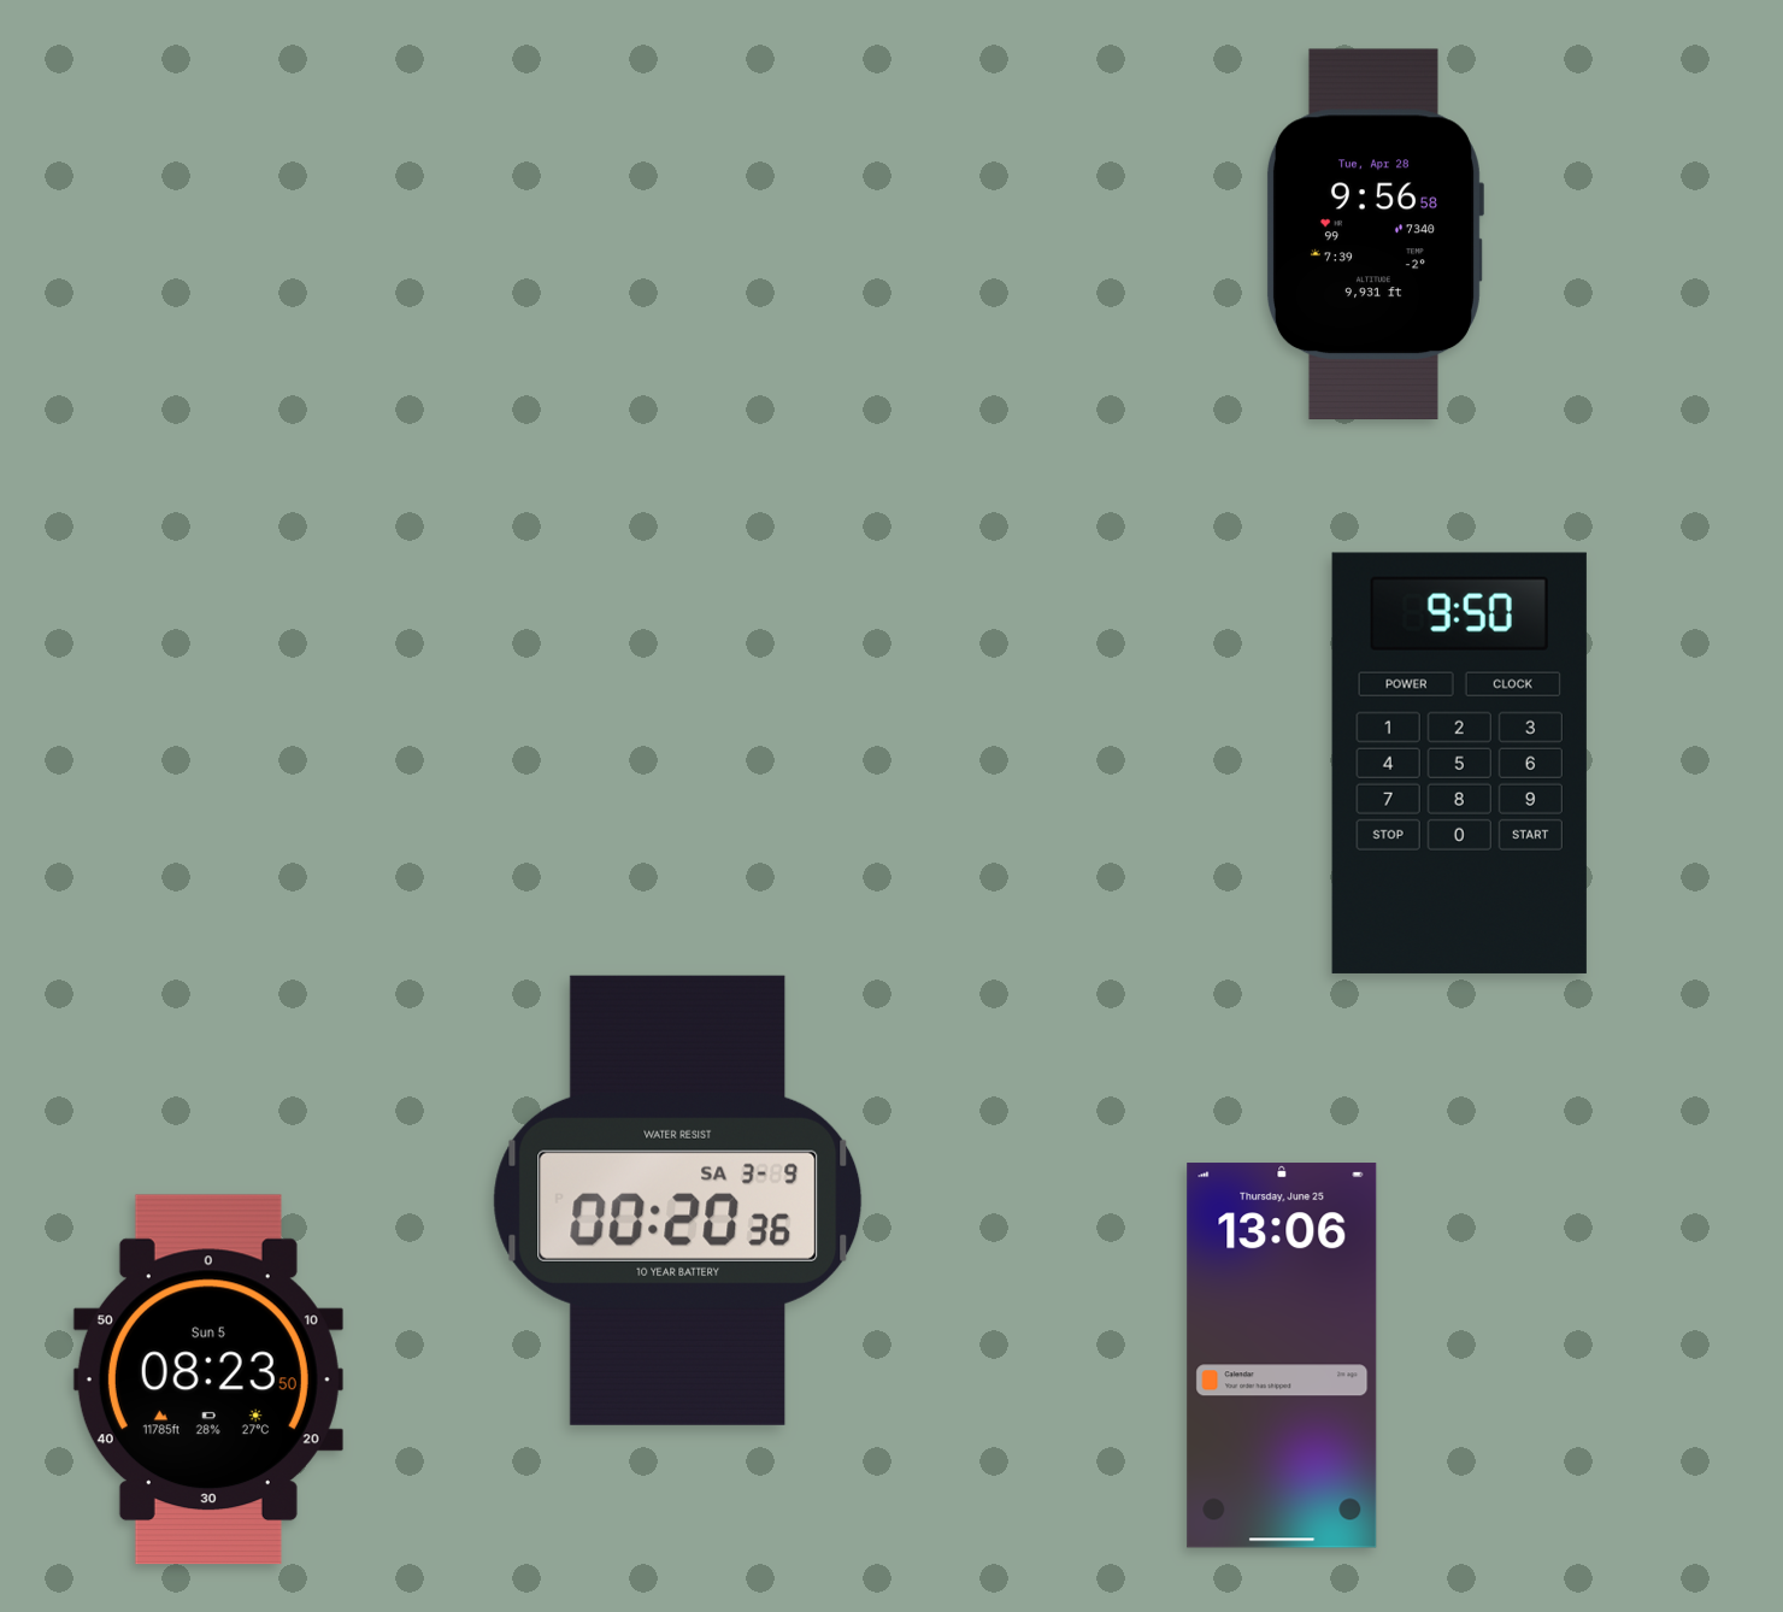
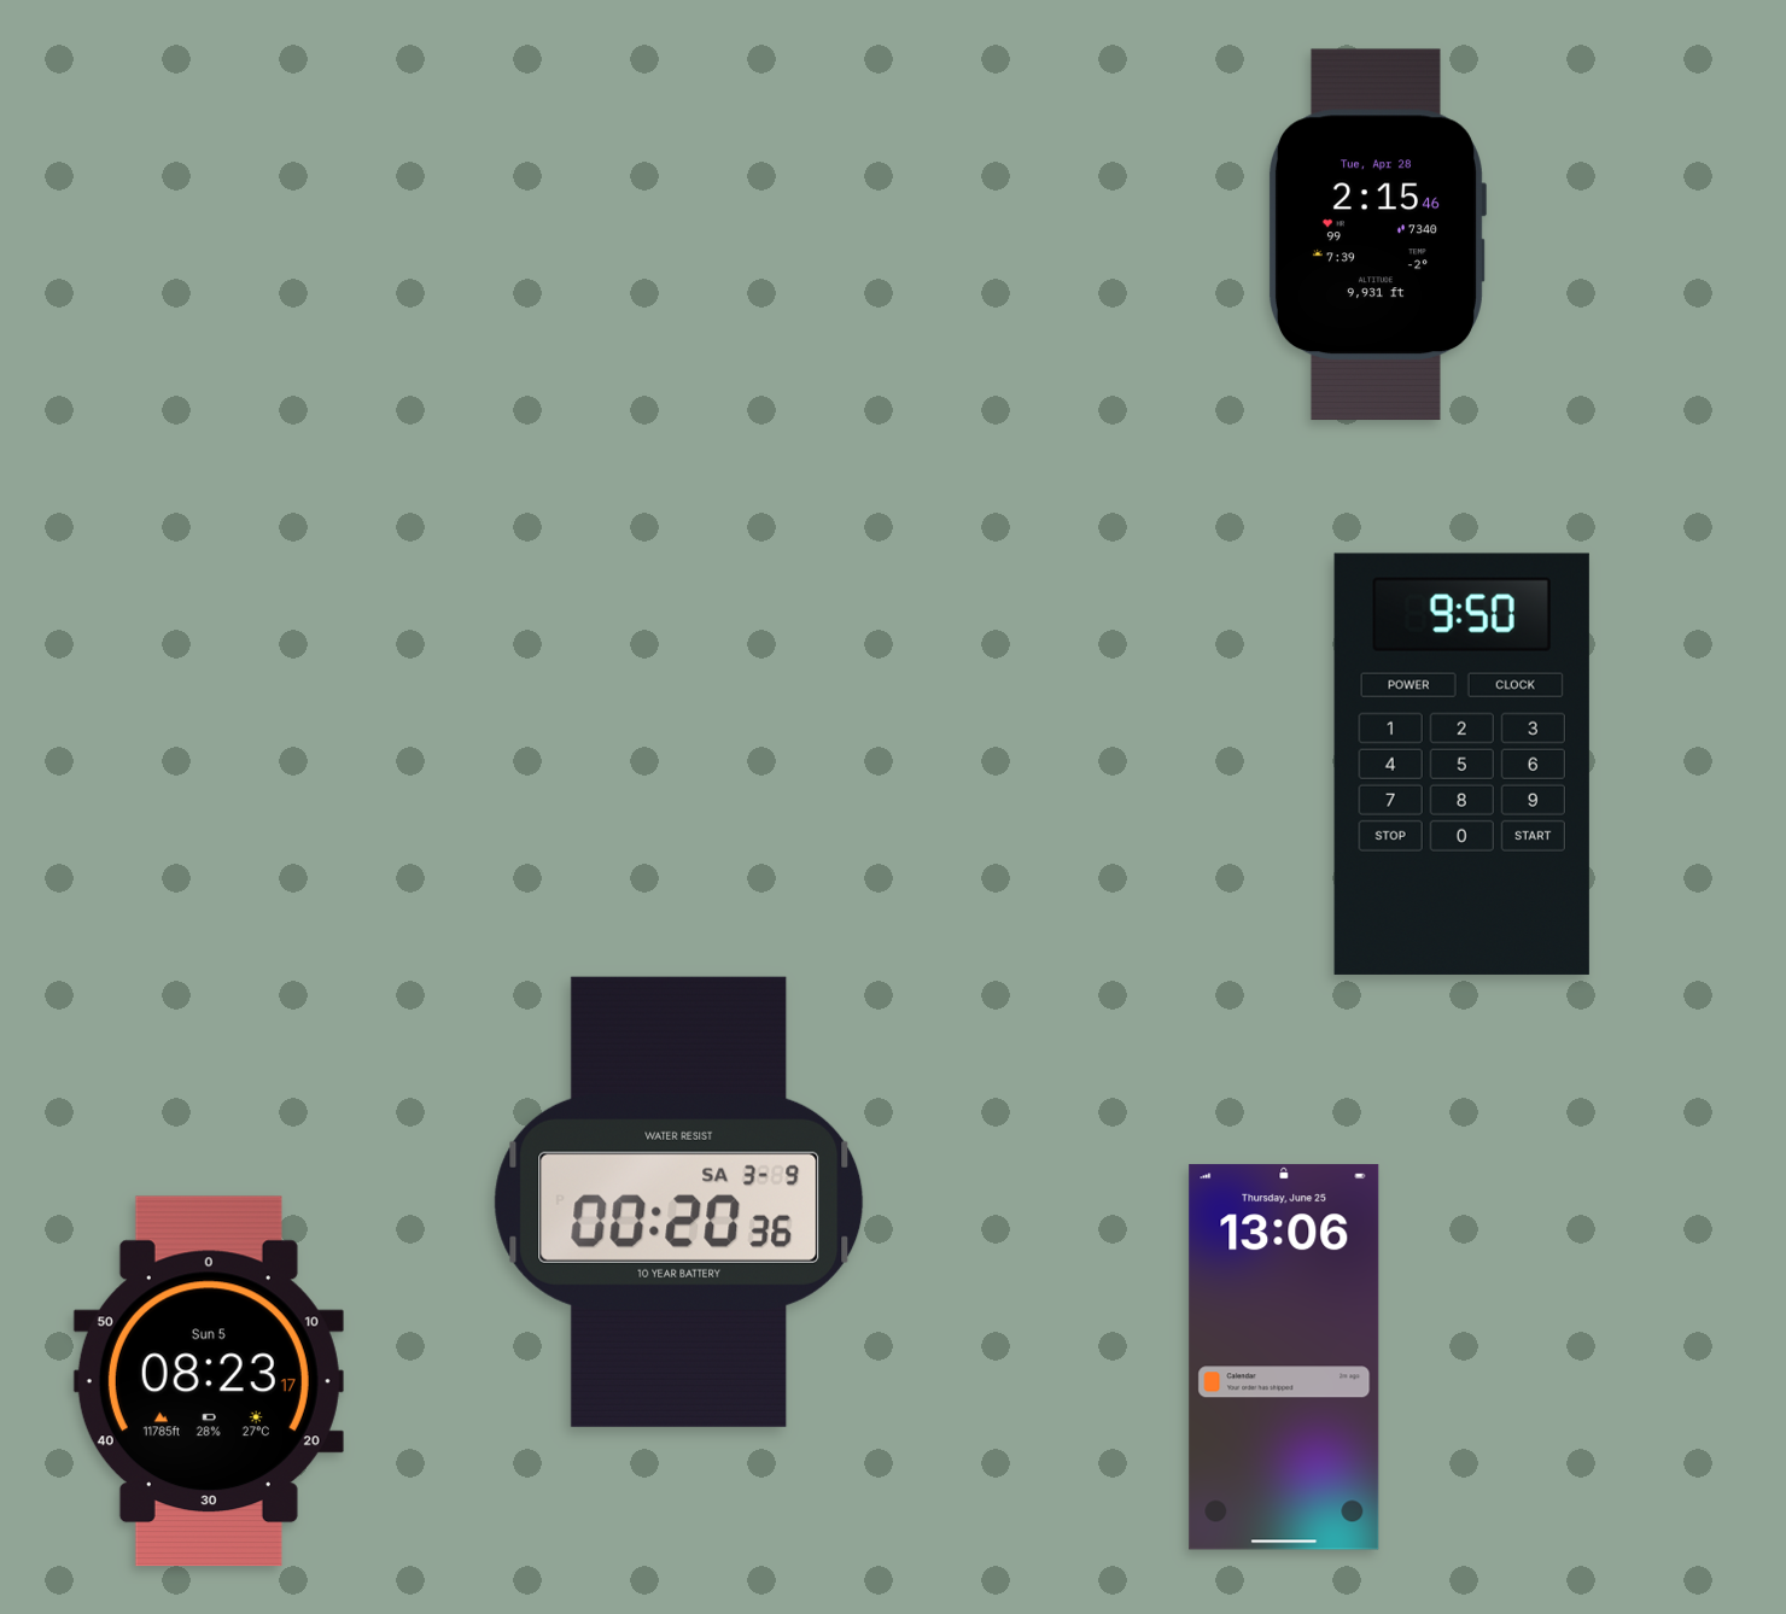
clock at (1375, 235): 9:56 -> 2:15
clock at (208, 1379): 08:23:50 -> 08:23:17
